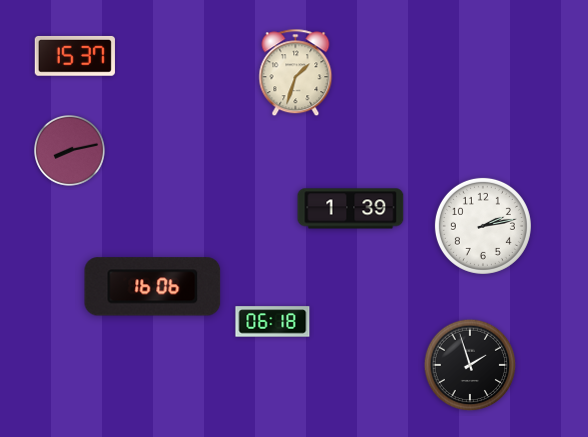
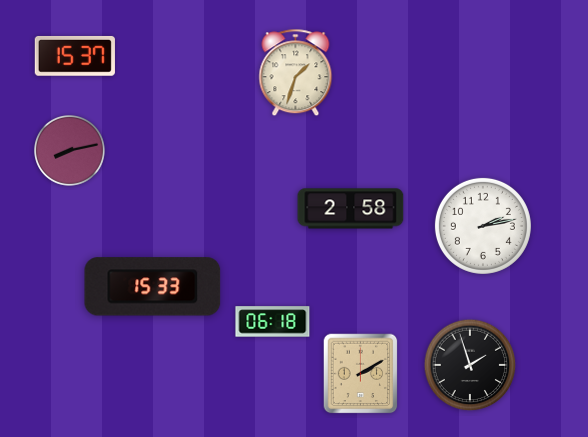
clock at (351, 209): 1:39 -> 2:58
clock at (153, 287): 16:06 -> 15:33
clock at (361, 374): none -> 2:10
